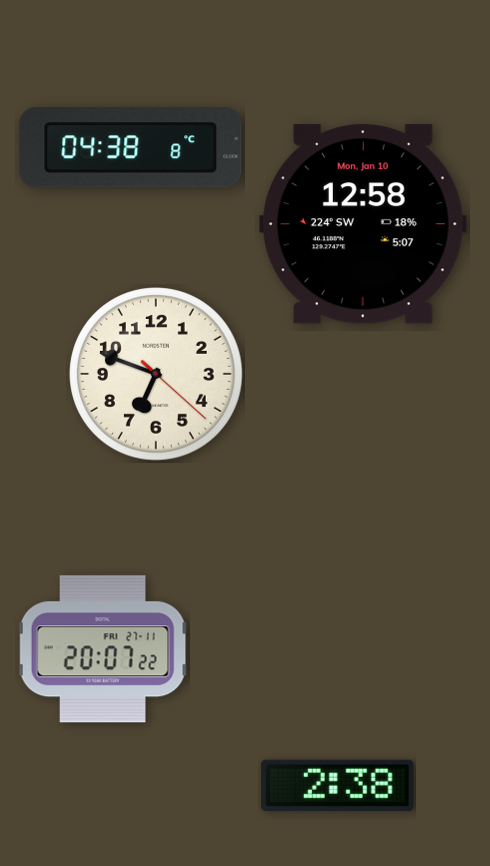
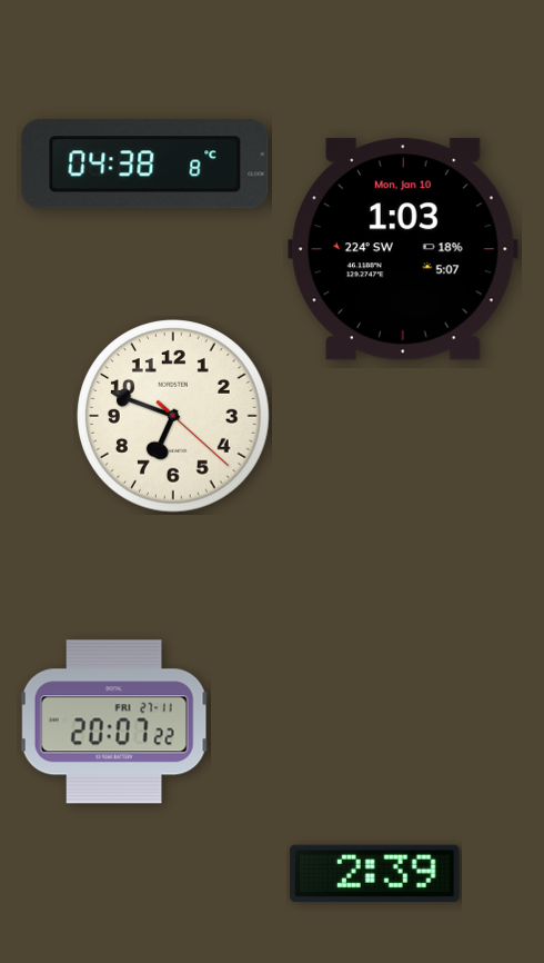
clock at (363, 224): 12:58 -> 1:03
clock at (338, 785): 2:38 -> 2:39
